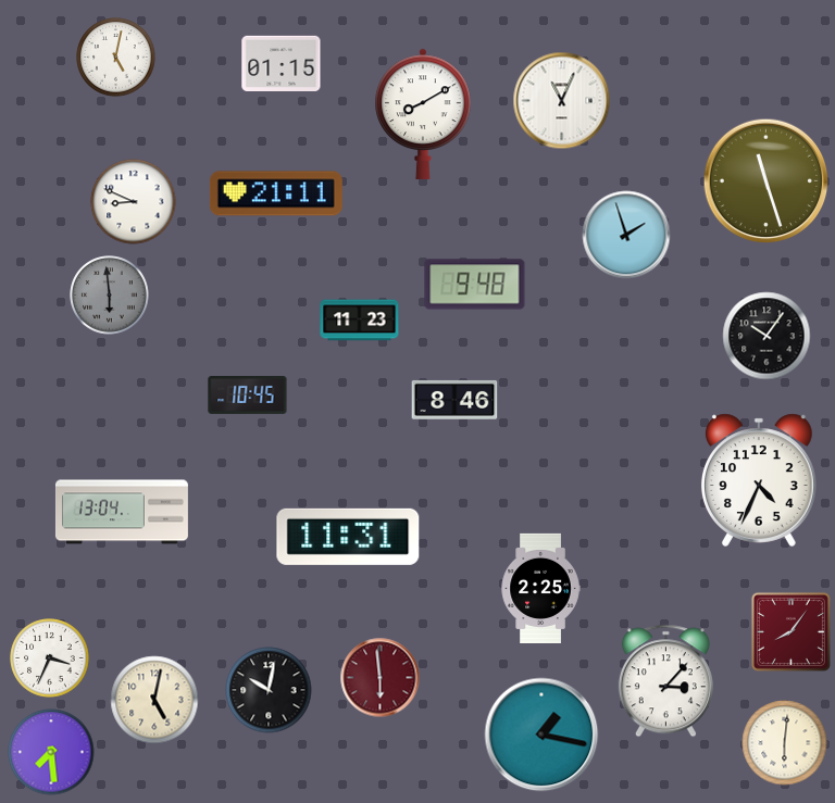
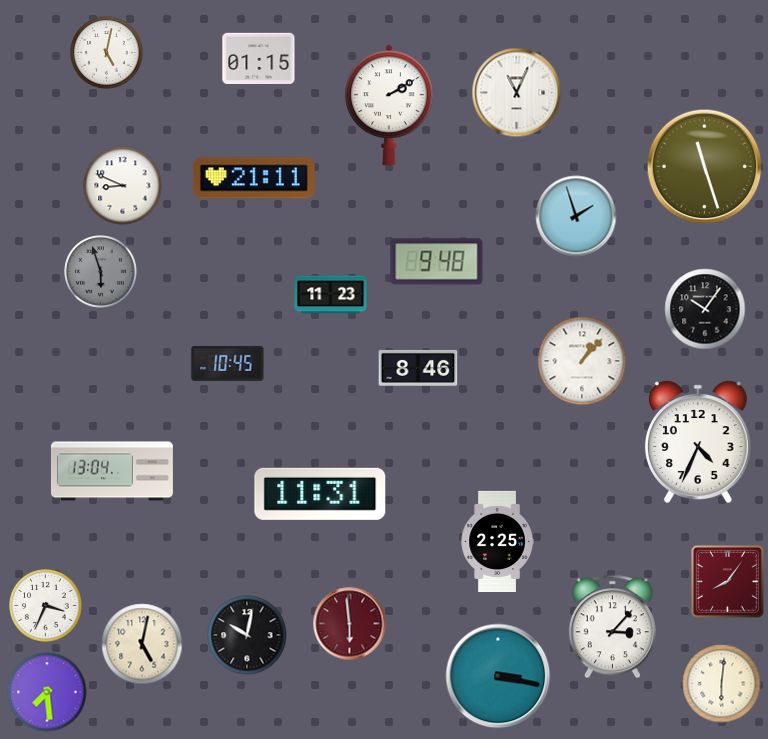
clock at (423, 114): 8:10 -> 2:10
clock at (110, 296): 5:59 -> 5:57
clock at (582, 361): none -> 1:07
clock at (541, 735): 1:17 -> 3:17
